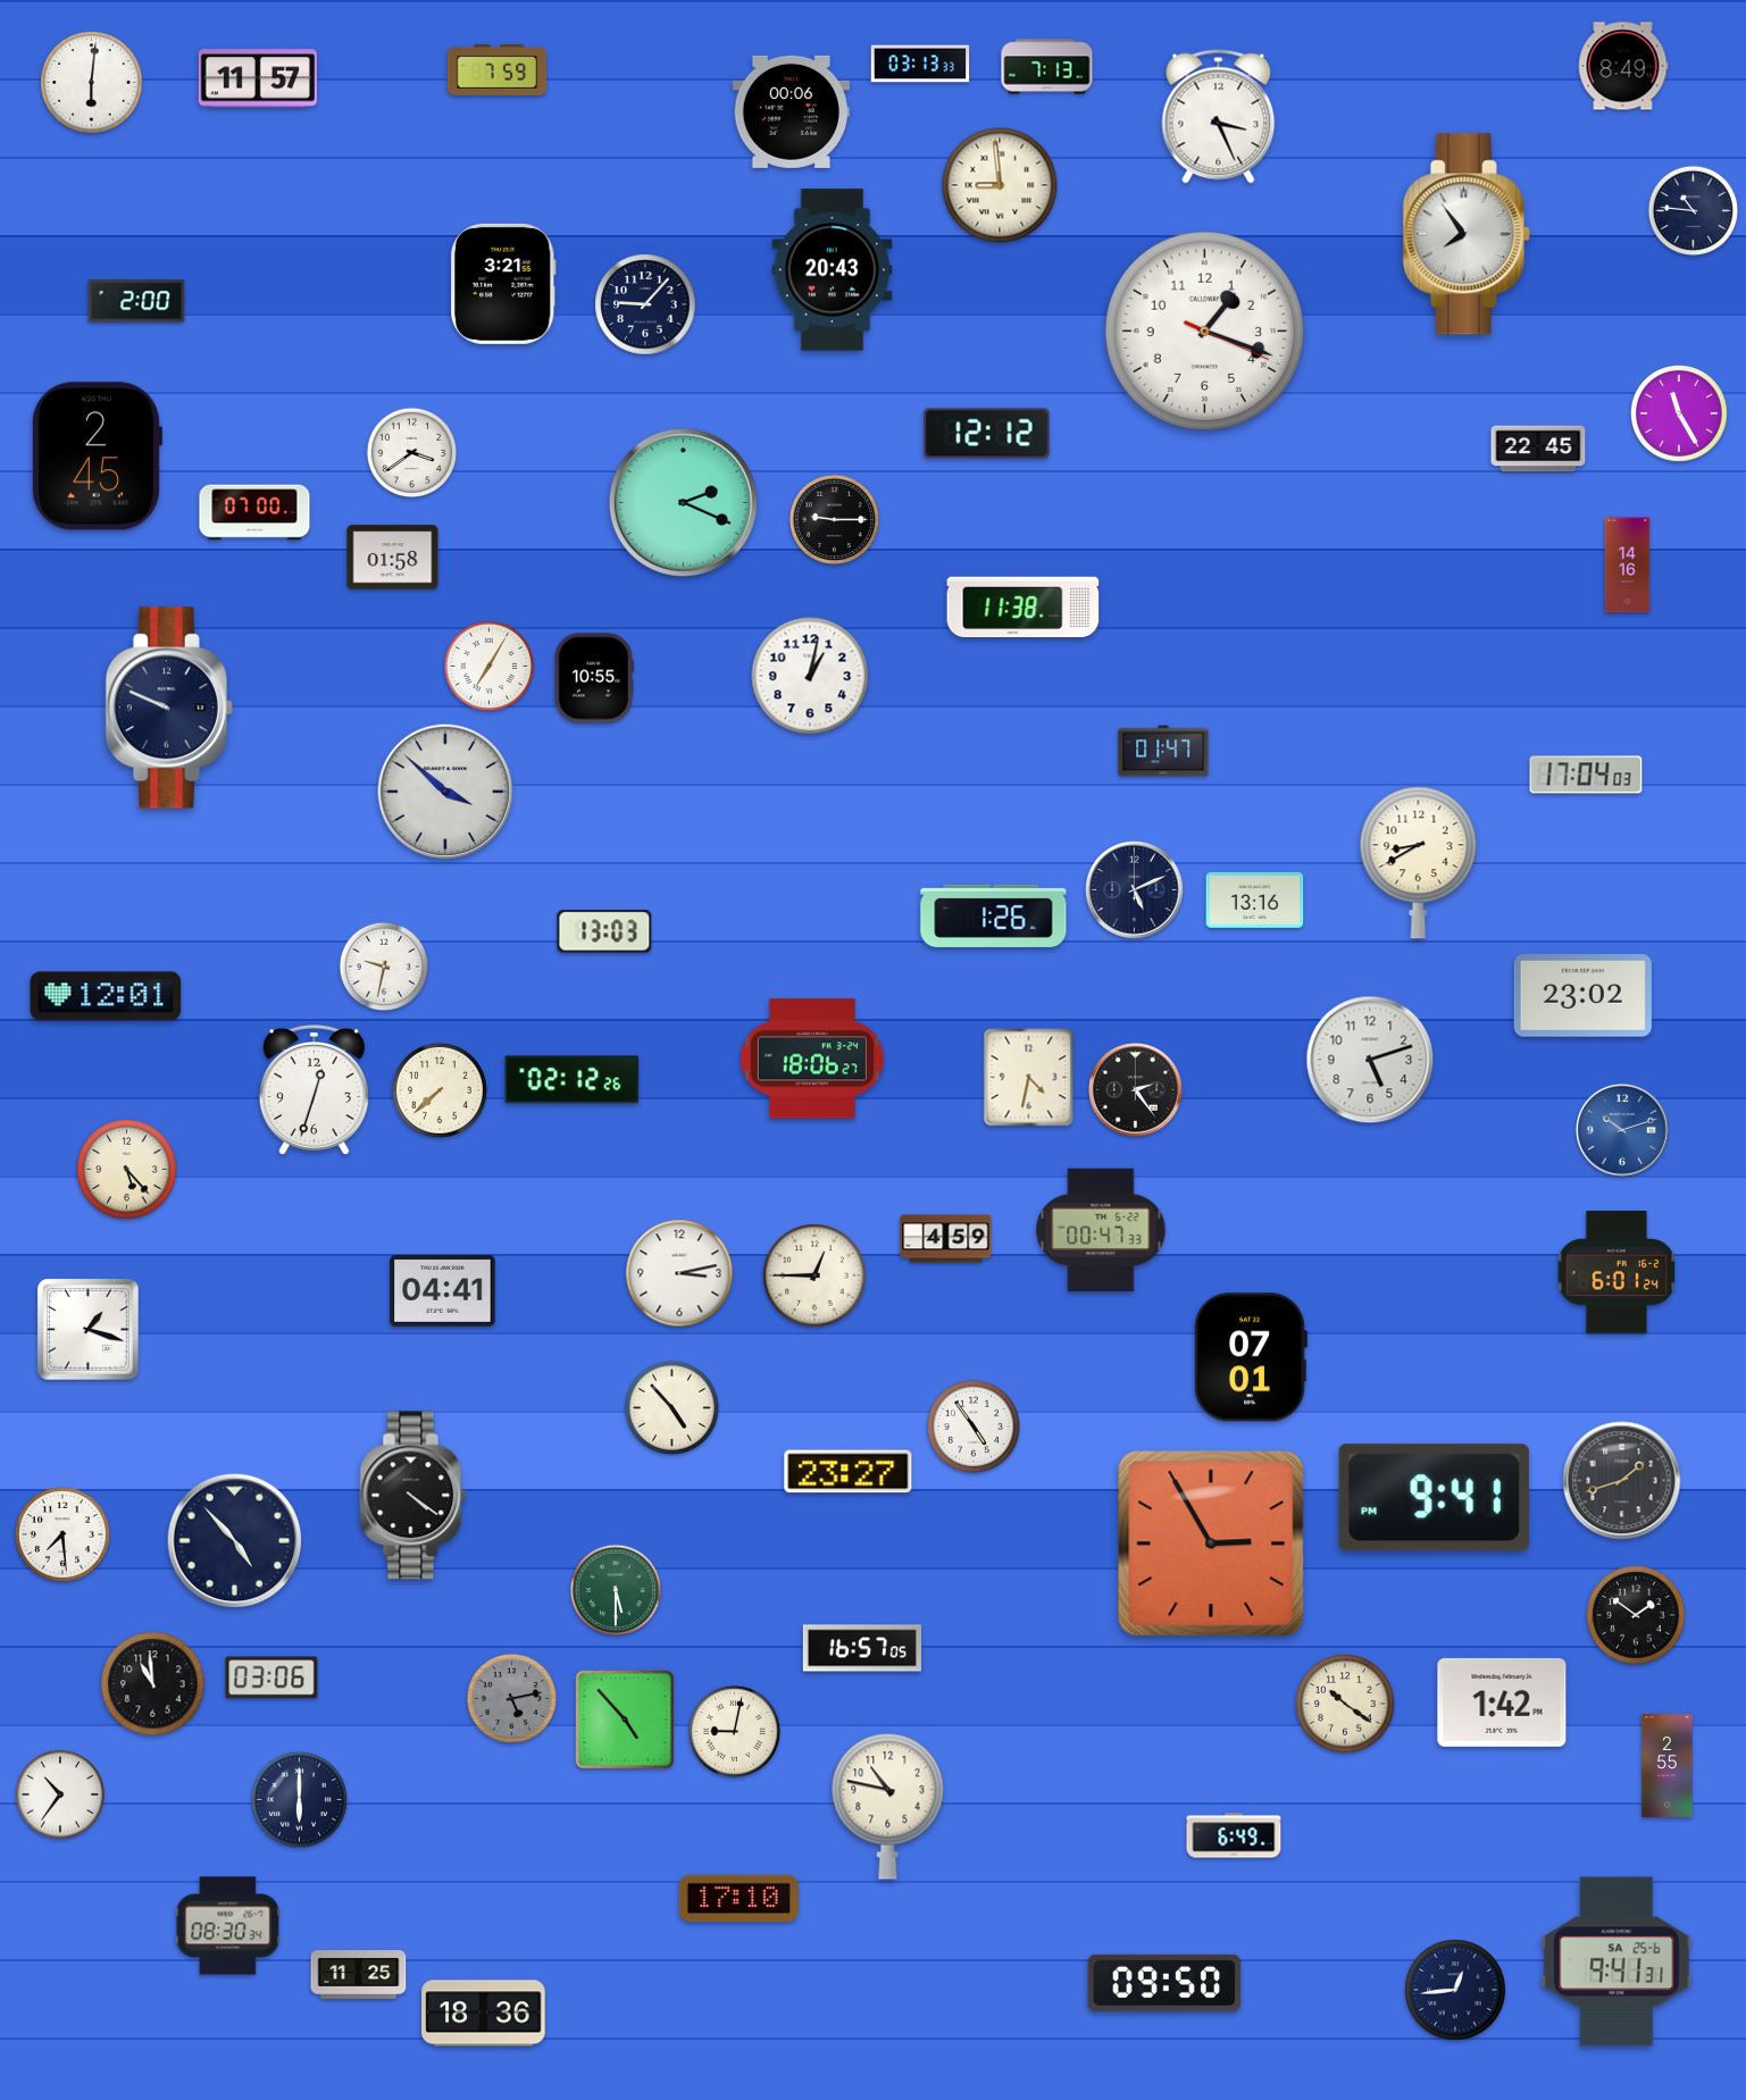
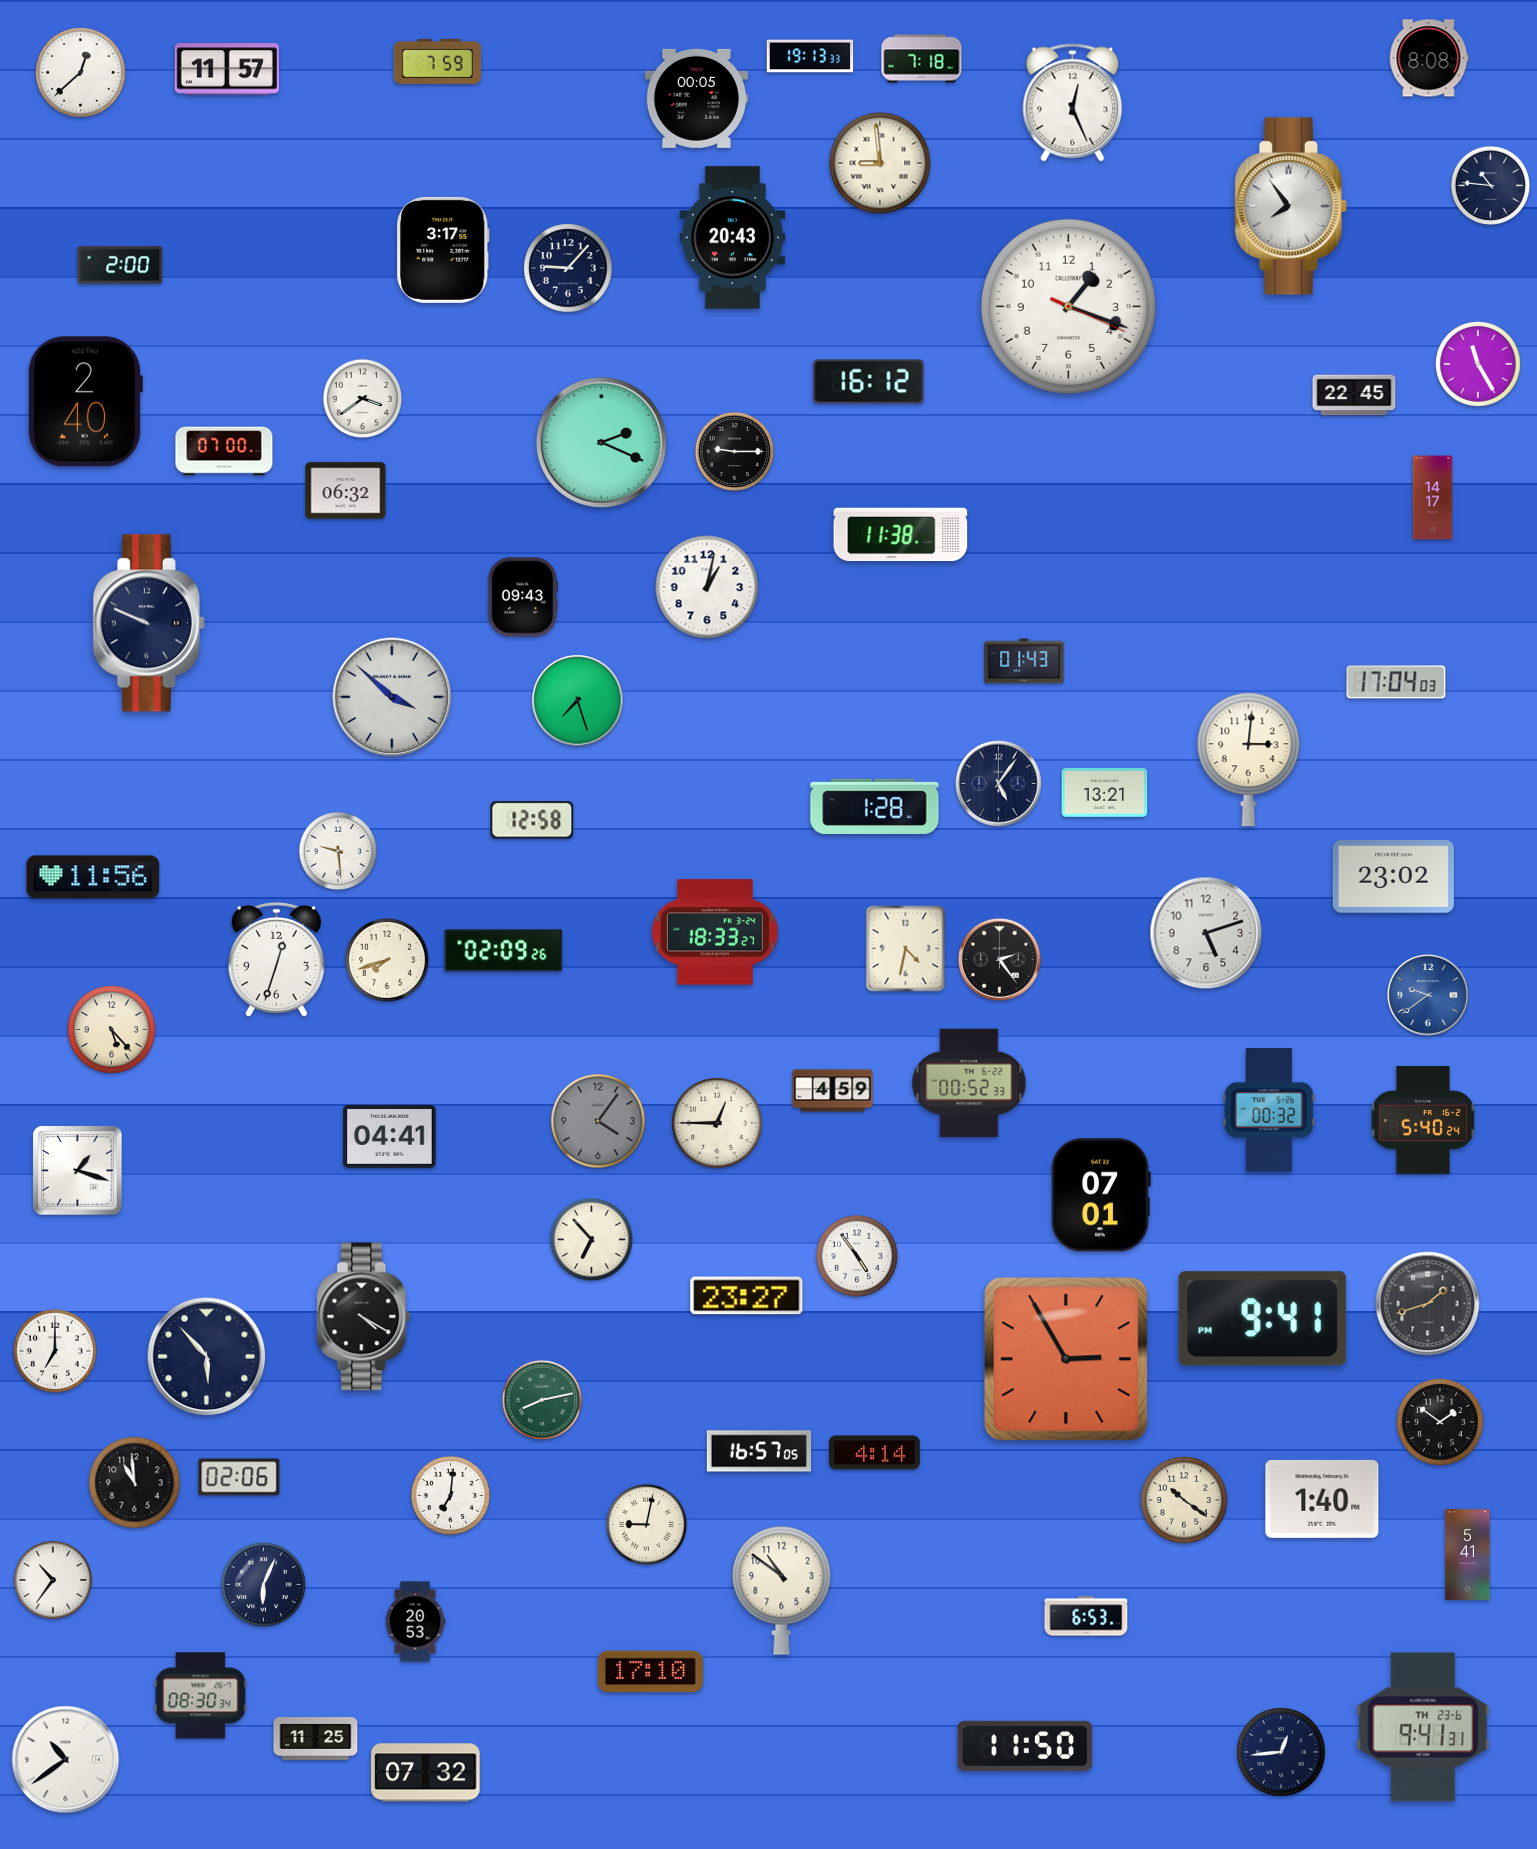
clock at (920, 64): 03:13 -> 19:13
clock at (1623, 66): 8:49 -> 8:08
clock at (1047, 67): 7:13 -> 7:18
clock at (92, 83): 6:01 -> 12:38
clock at (791, 111): 00:06 -> 00:05
clock at (1219, 117): 3:26 -> 12:26
clock at (503, 284): 3:21 -> 3:17
clock at (1204, 331) position: (1204, 331) -> (1068, 306)
clock at (987, 434): 12:12 -> 16:12
clock at (97, 457): 2:45 -> 2:40
clock at (835, 520) position: (835, 520) -> (735, 452)
clock at (393, 558): 01:58 -> 06:32
clock at (1628, 566): 14:16 -> 14:17
clock at (490, 667): 7:05 -> none
clock at (810, 676) position: (810, 676) -> (707, 587)
clock at (593, 678): 10:55 -> 09:43
clock at (1163, 751): 01:47 -> 01:43
clock at (578, 701): none -> 7:27
clock at (1419, 863): 8:40 -> 3:01
clock at (1135, 890): 5:11 -> 5:06
clock at (1255, 900): 13:16 -> 13:21
clock at (994, 915): 1:26 -> 1:28
clock at (604, 931): 13:03 -> 12:58
clock at (384, 967): 9:32 -> 9:29
clock at (106, 996): 12:01 -> 11:56
clock at (812, 1059): 18:06 -> 18:33
clock at (573, 1080): 02:12 -> 02:09
clock at (440, 1090): 7:38 -> 7:42
clock at (1622, 1130): 10:12 -> 9:39
clock at (1101, 1230): 00:47 -> 00:52
clock at (1269, 1111): none -> 00:32
clock at (679, 1273): 3:13 -> 4:06
clock at (679, 1273) dial: white -> grey
clock at (1616, 1273): 6:01 -> 5:40
clock at (671, 1407): 4:53 -> 6:53
clock at (413, 1496): 4:21 -> 4:20
clock at (62, 1534): 7:29 -> 7:00
clock at (235, 1541): 4:53 -> 5:53
clock at (615, 1589): 5:30 -> 8:13
clock at (875, 1453): none -> 4:14
clock at (271, 1678): 03:06 -> 02:06
clock at (512, 1699): 5:13 -> 7:01
clock at (512, 1699) dial: grey -> white
clock at (1502, 1702): 1:42 -> 1:40
clock at (625, 1720): 4:53 -> none
clock at (1668, 1766): 2:55 -> 5:41
clock at (299, 1799): 6:00 -> 6:04
clock at (888, 1806): 10:47 -> 10:51
clock at (1234, 1835): 6:49 -> 6:53
clock at (415, 1622): none -> 20:53
clock at (1616, 1961) date: SA 25-6 -> TH 23-6
clock at (1164, 1983): 09:50 -> 11:50
clock at (66, 1760): none -> 10:39
clock at (484, 2014): 18:36 -> 07:32
